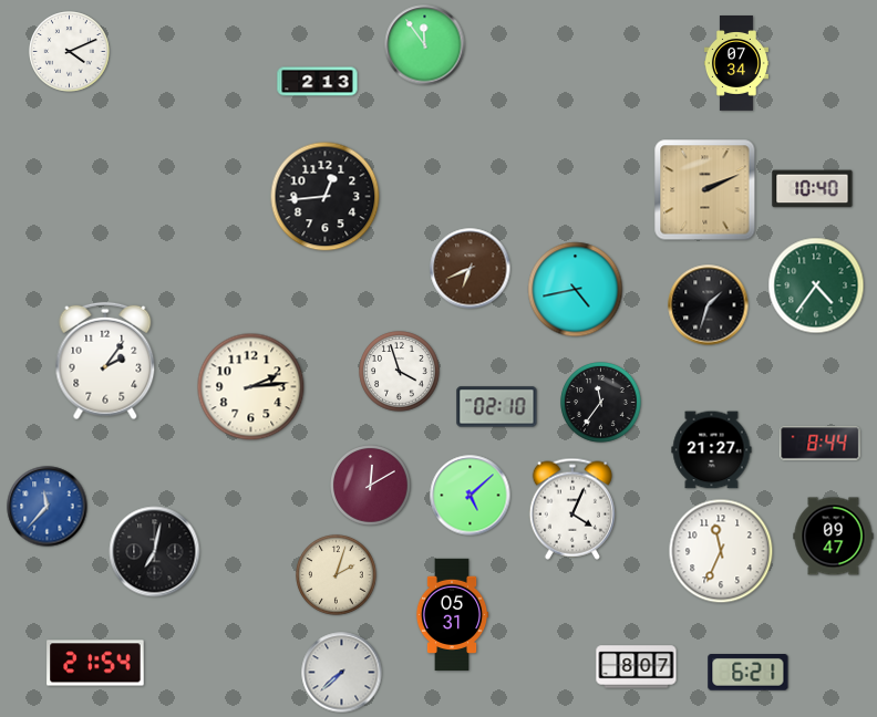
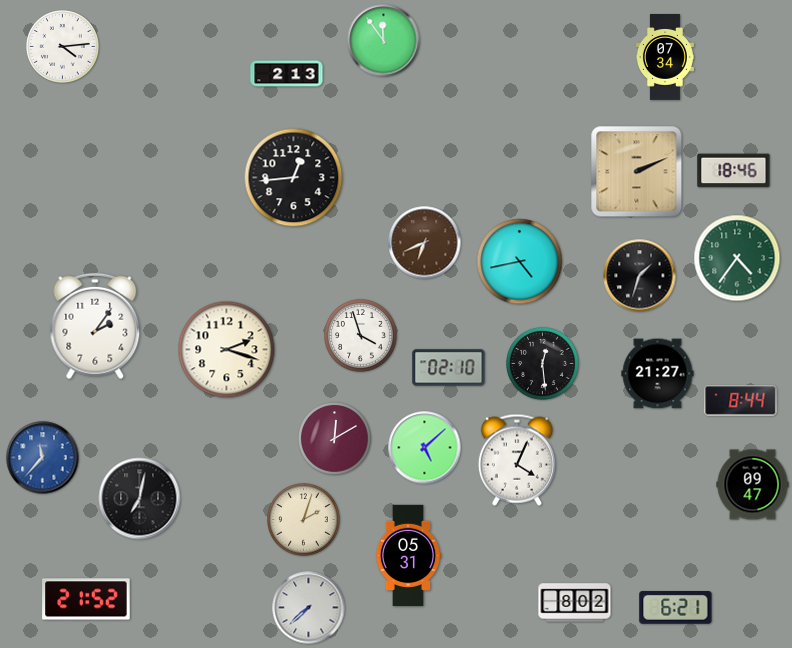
clock at (70, 52): 4:11 -> 4:14
clock at (813, 189): 10:40 -> 18:46
clock at (251, 387): 2:14 -> 2:18
clock at (601, 403): 11:36 -> 12:29
clock at (712, 450) position: (712, 450) -> (658, 374)
clock at (721, 551): 11:34 -> none
clock at (95, 663): 21:54 -> 21:52
clock at (637, 667): 8:07 -> 8:02
